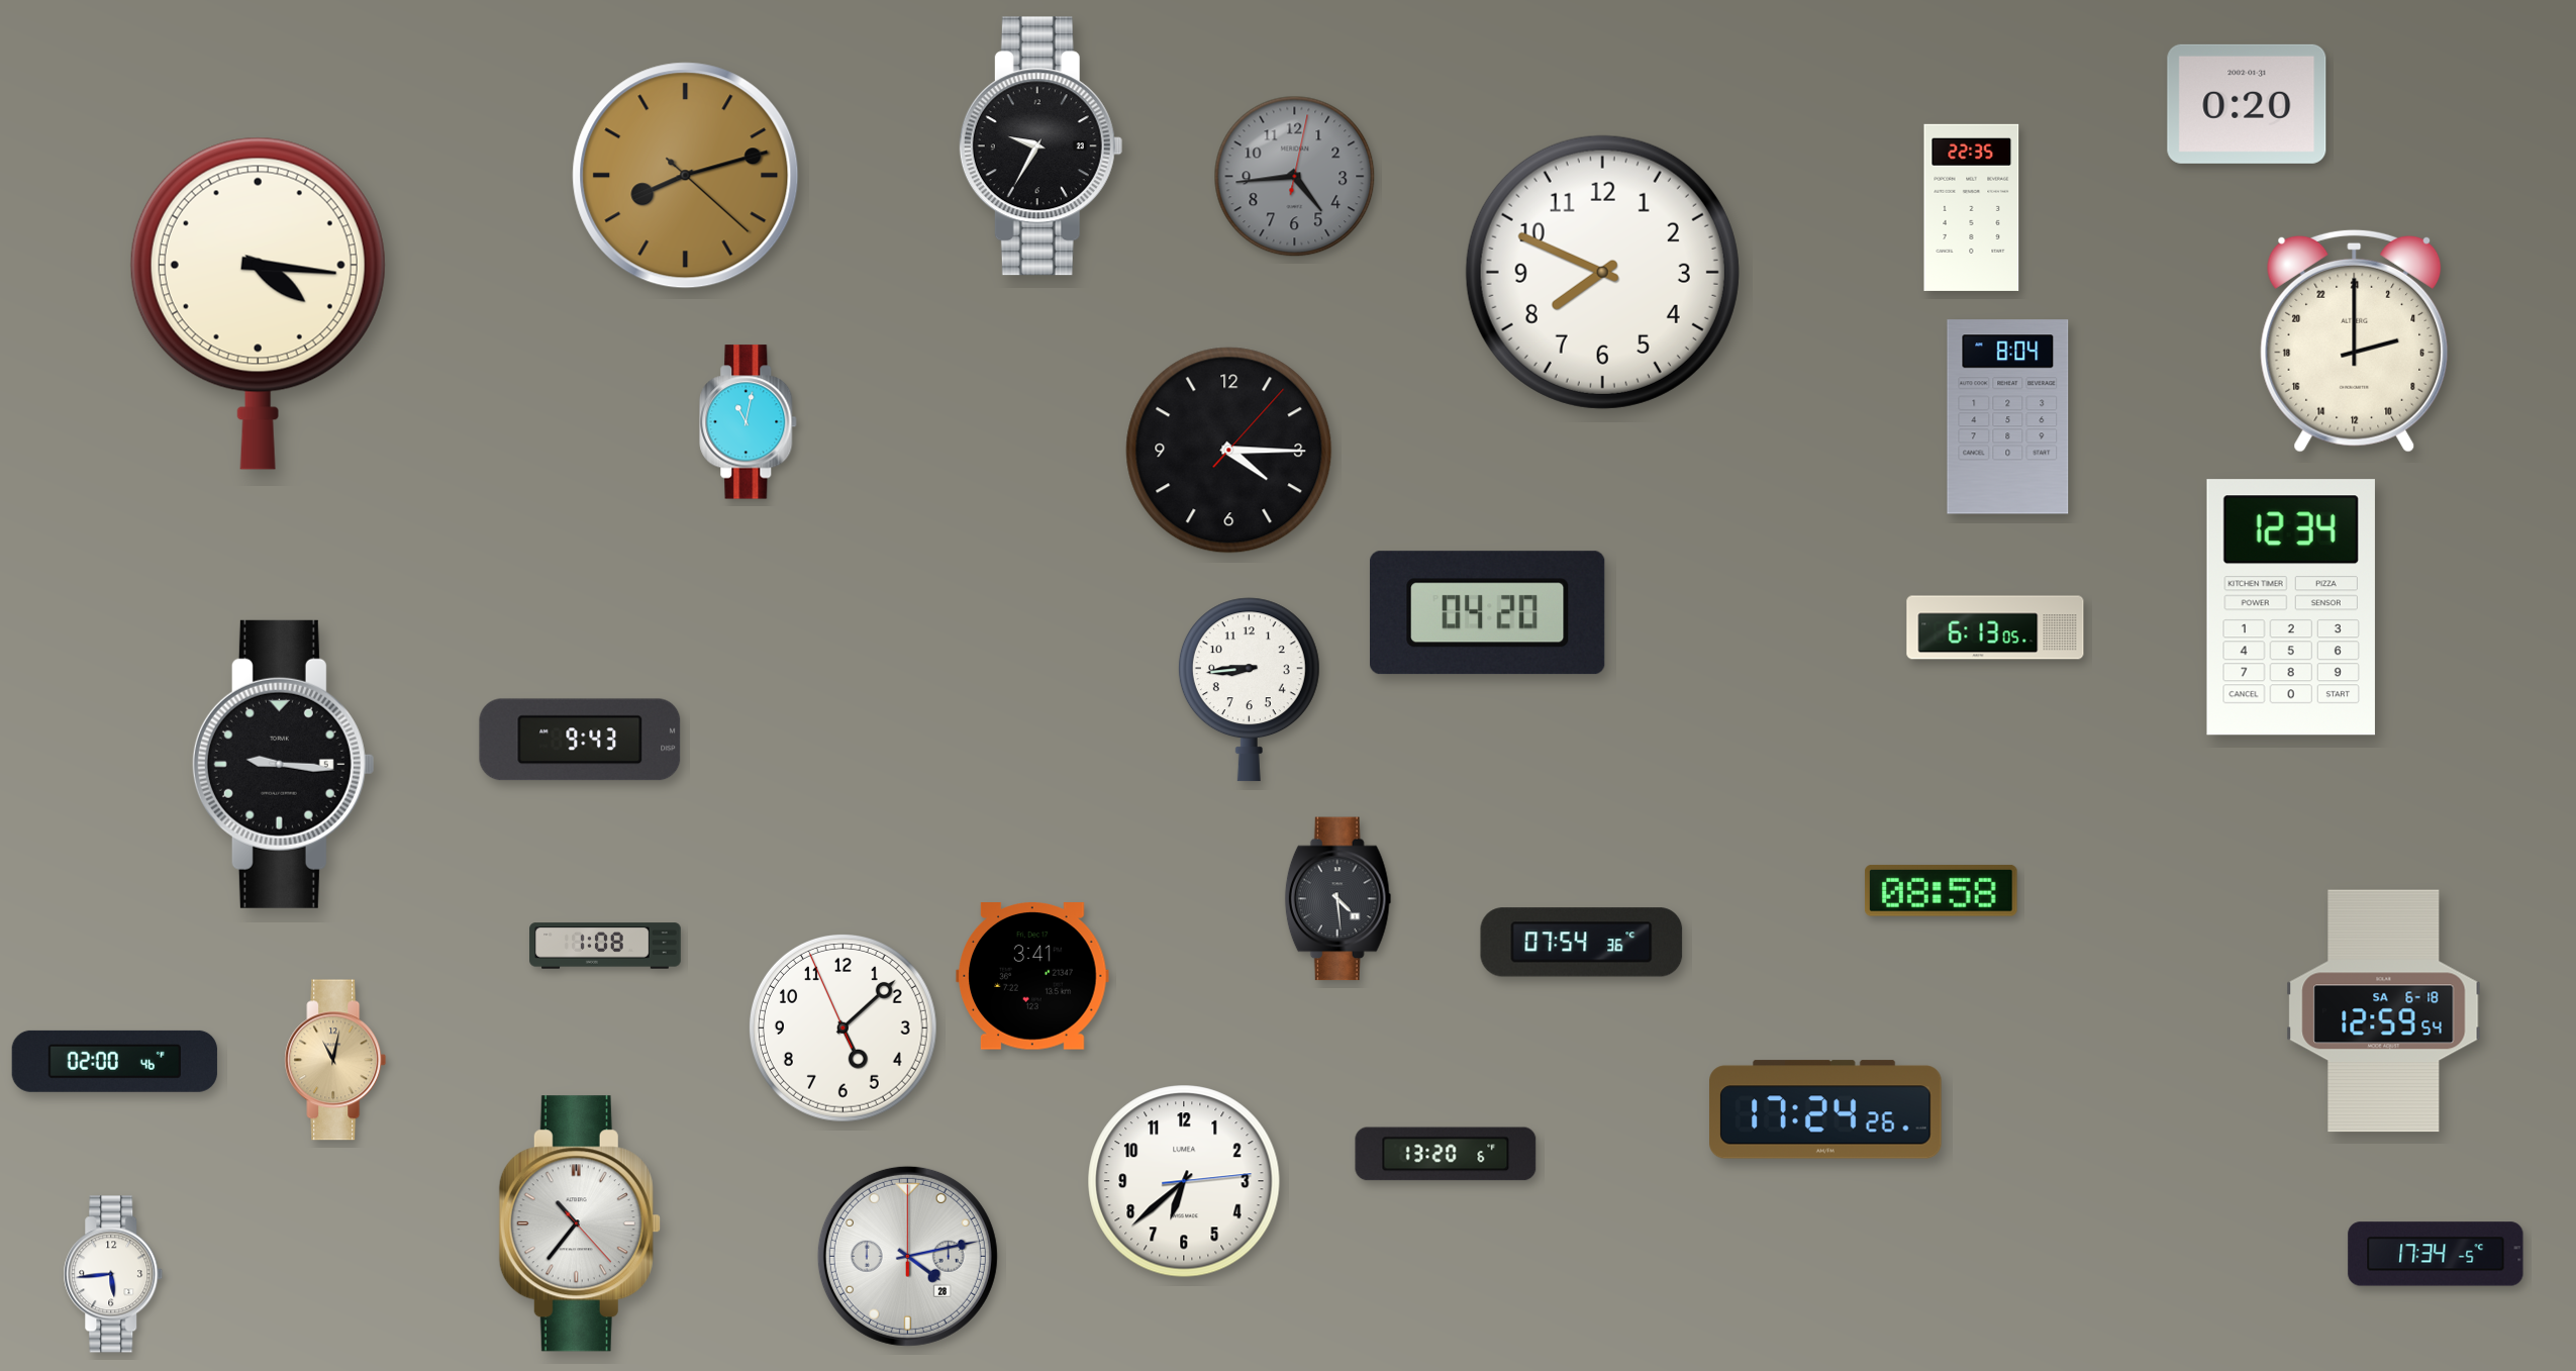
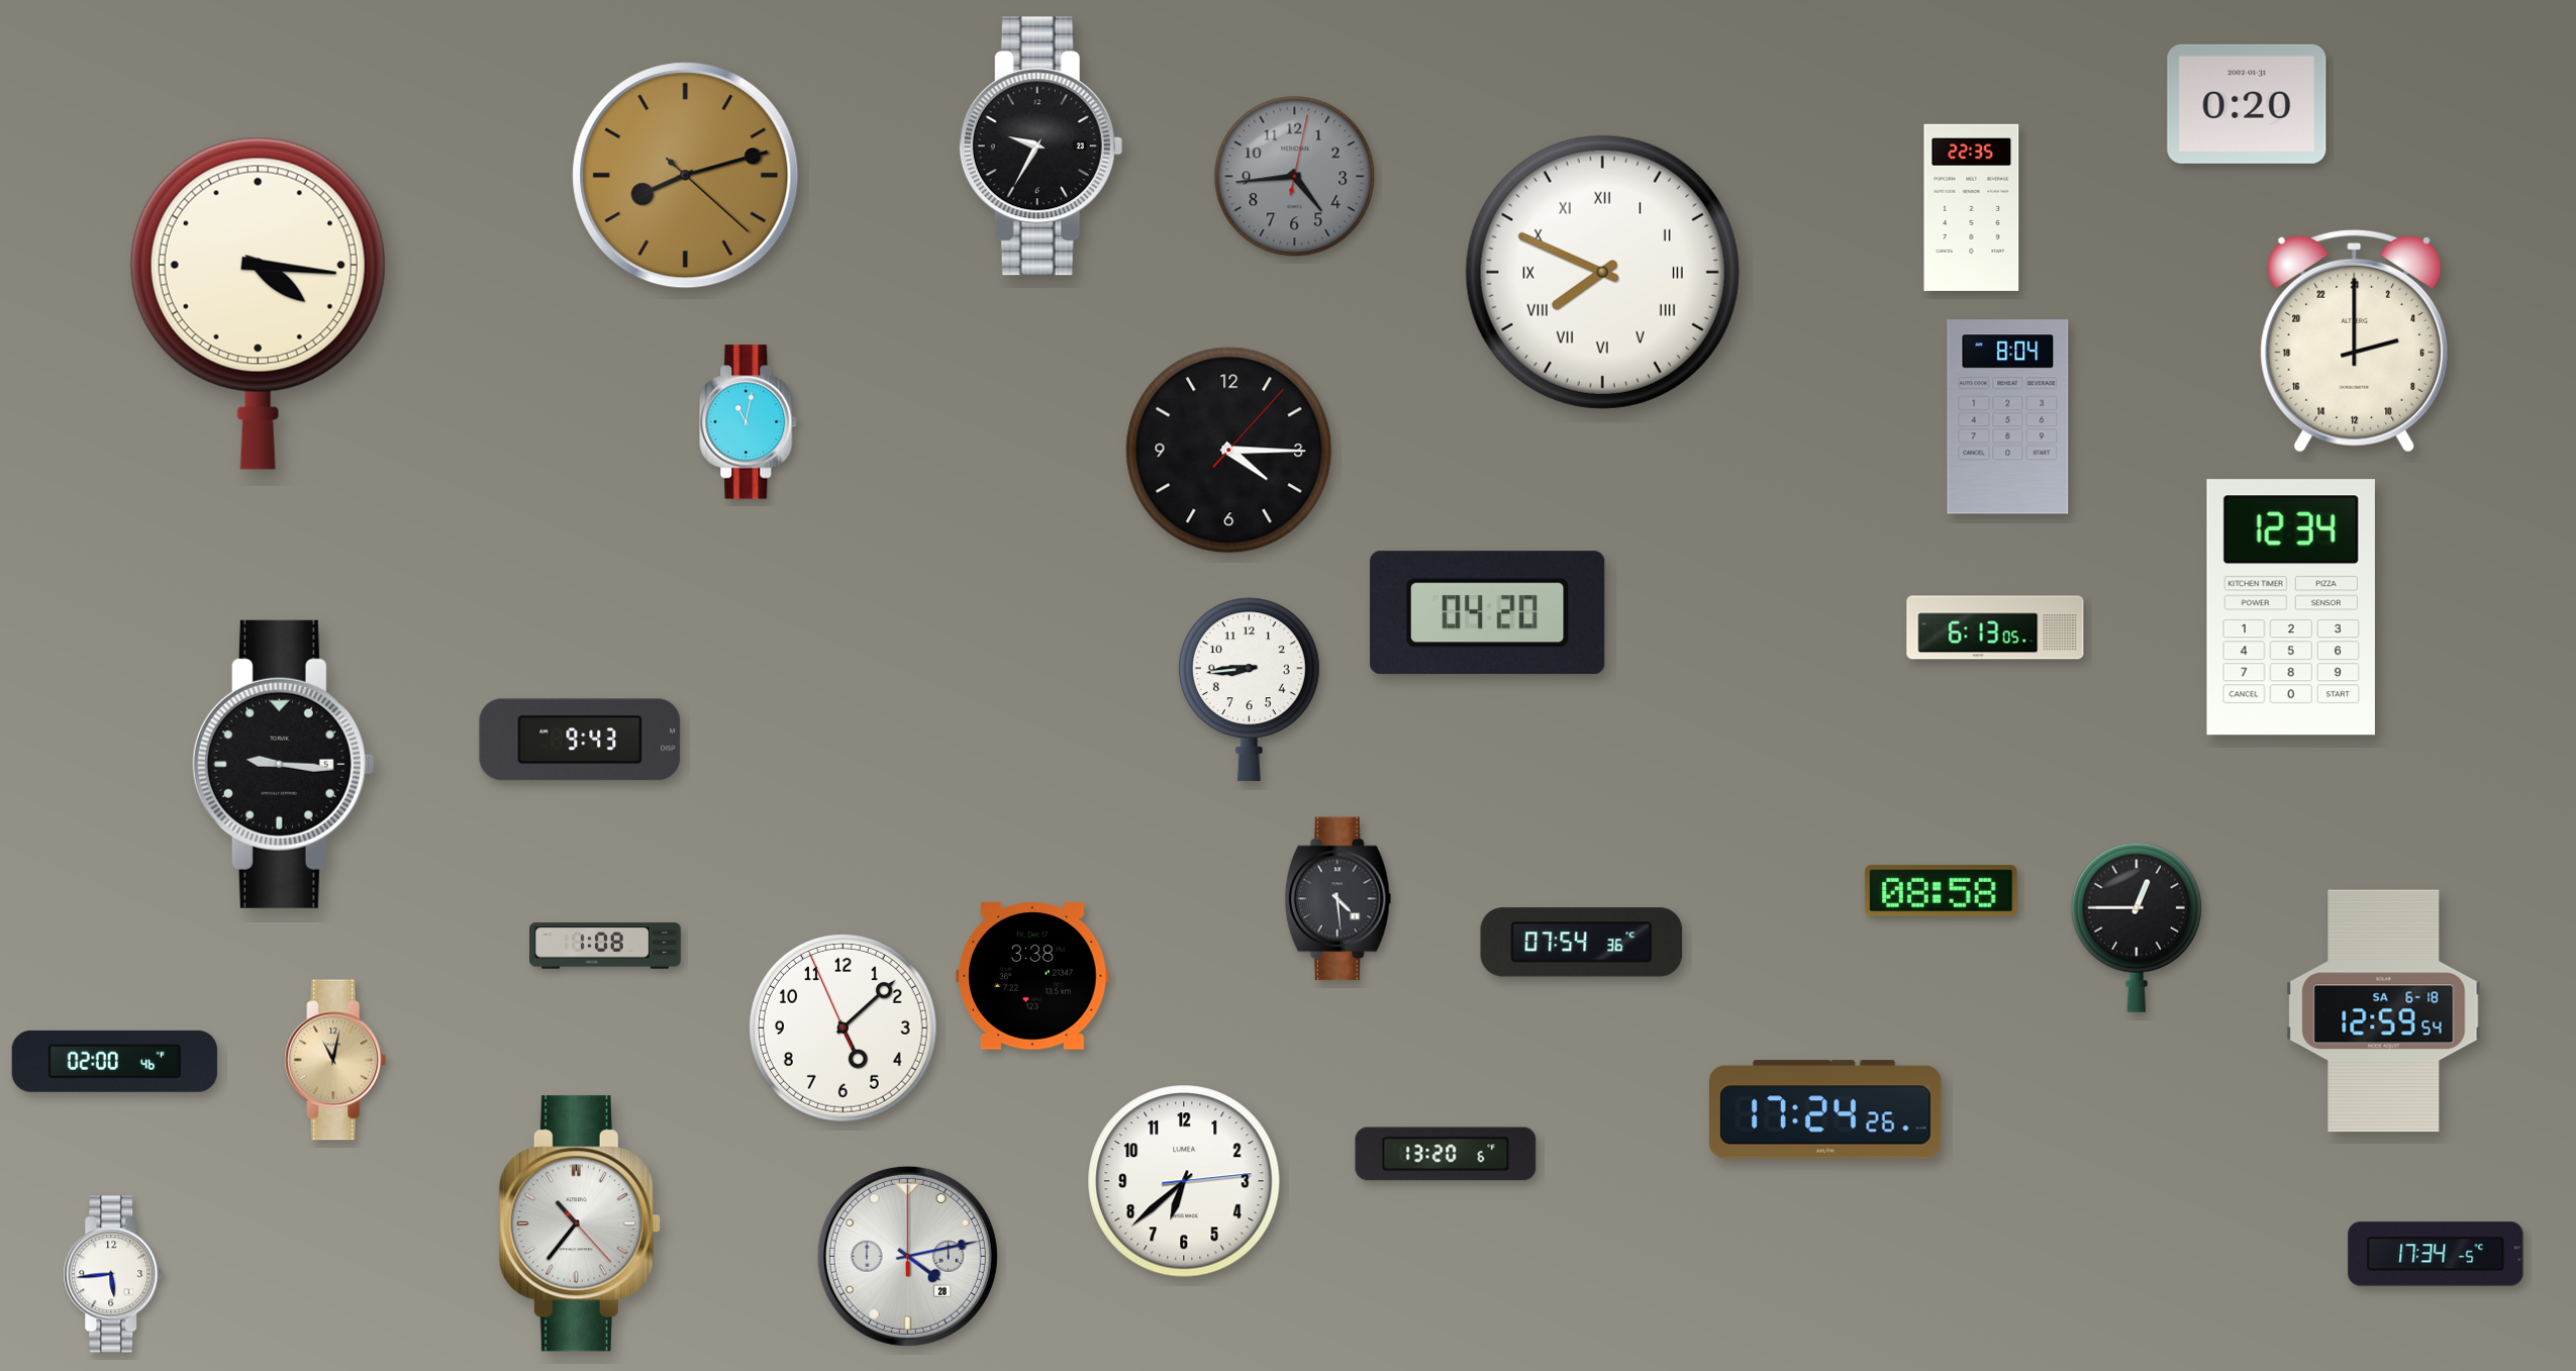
clock at (1602, 272) numerals: Arabic -> Roman
clock at (2137, 927): none -> 12:45
clock at (1032, 976): 3:41 -> 3:38
